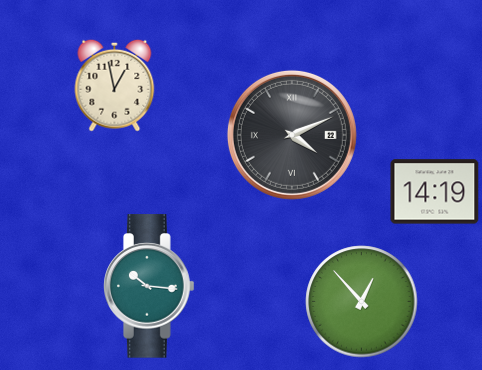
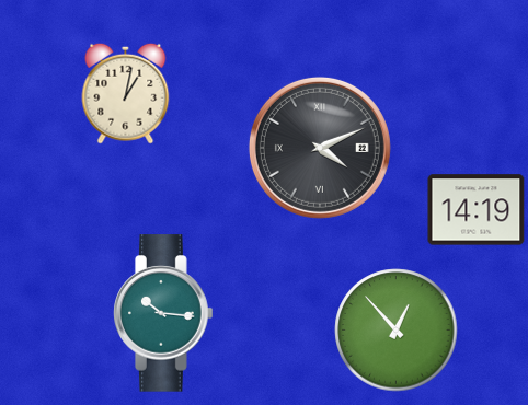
clock at (115, 85): 12:58 -> 1:02
